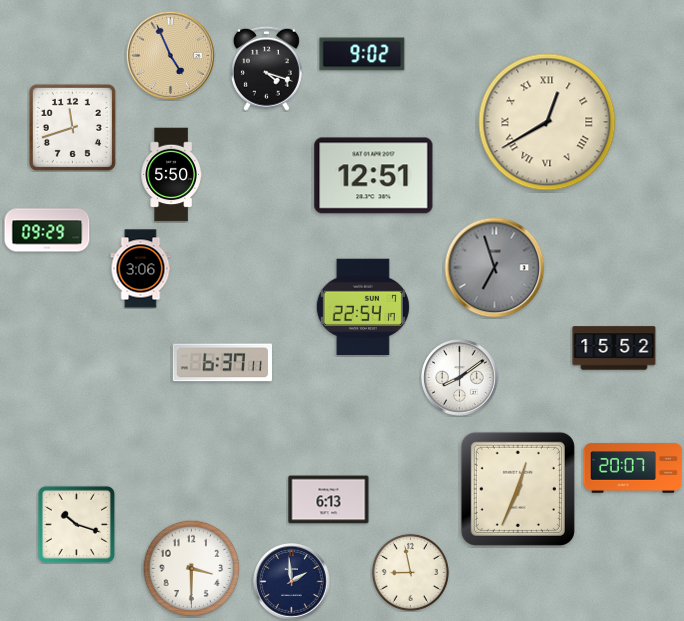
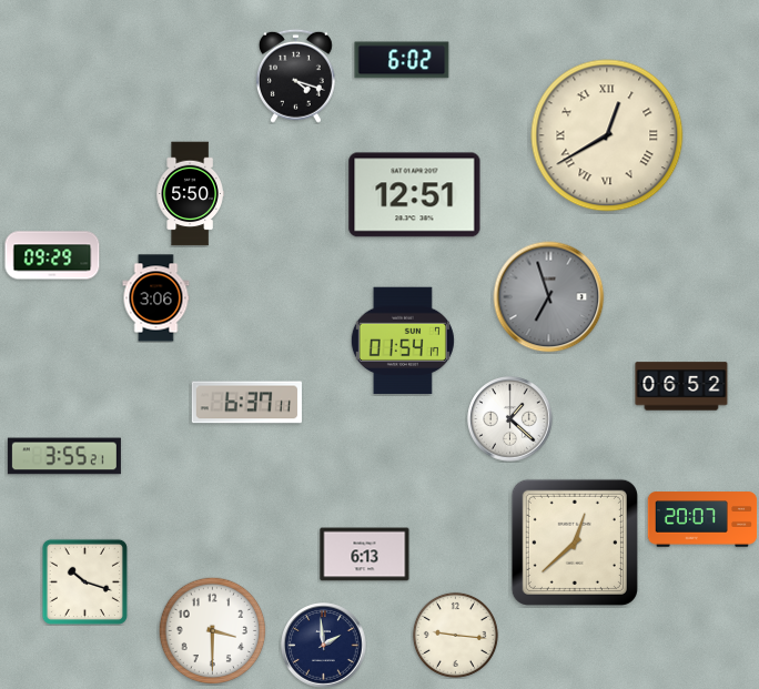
clock at (362, 54): 9:02 -> 6:02
clock at (170, 55): 4:56 -> none
clock at (72, 127): 11:42 -> none
clock at (363, 307): 22:54 -> 01:54
clock at (614, 348): 15:52 -> 06:52
clock at (460, 378): 8:09 -> 1:22
clock at (64, 456): none -> 3:55
clock at (518, 489): 12:34 -> 12:38
clock at (410, 572): 8:58 -> 9:16
